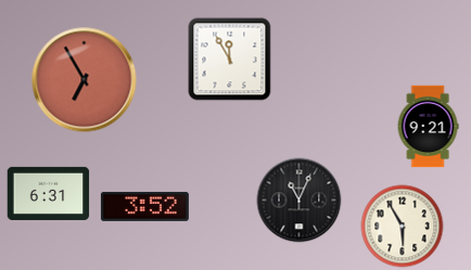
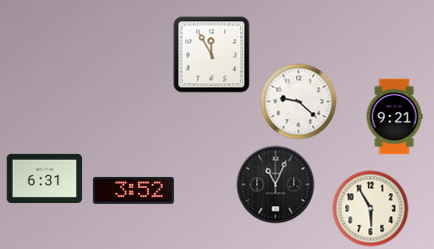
clock at (85, 80): 6:55 -> none
clock at (299, 102): none -> 9:22
